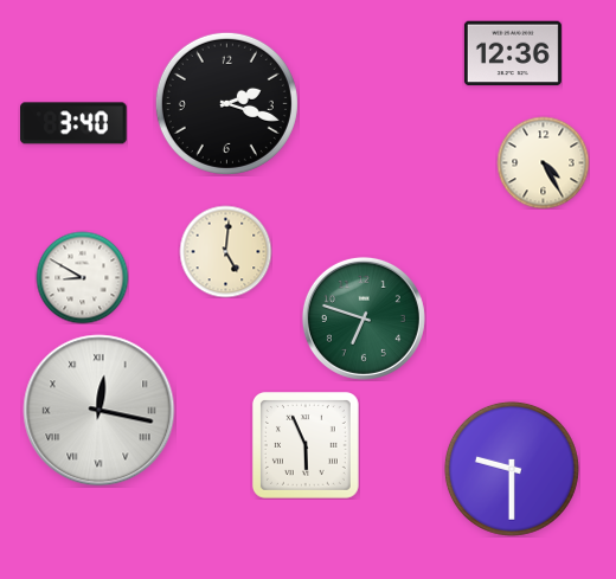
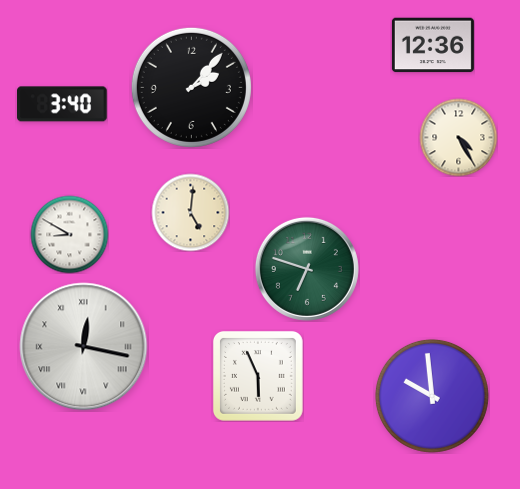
clock at (226, 103): 2:18 -> 2:07
clock at (512, 469): 9:30 -> 9:59
